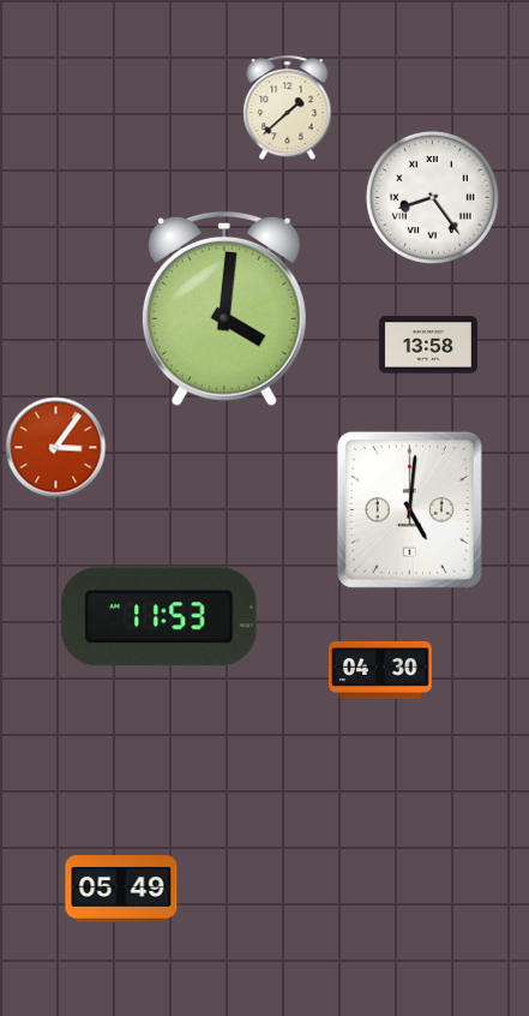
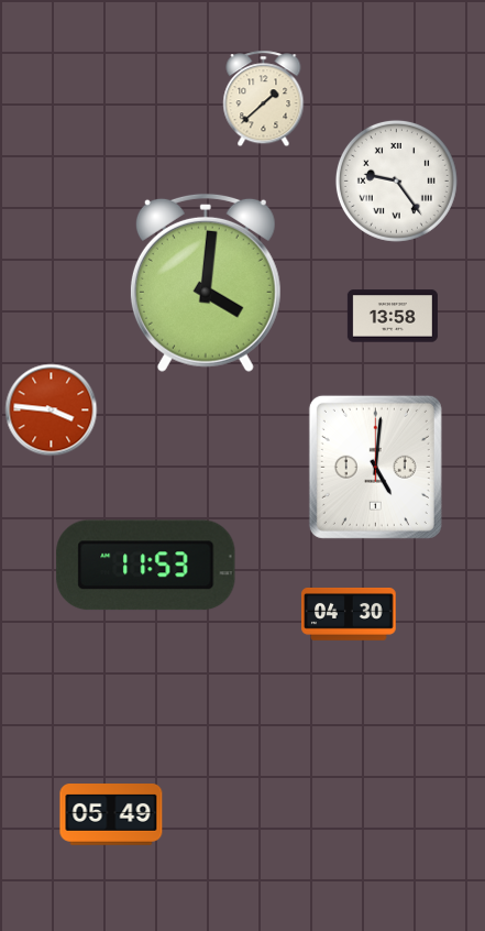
clock at (432, 197): 8:24 -> 9:24
clock at (56, 448): 3:06 -> 3:46
